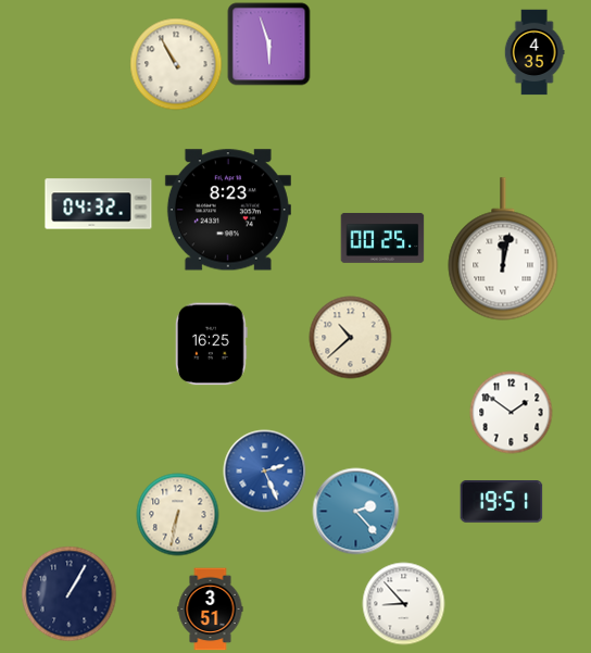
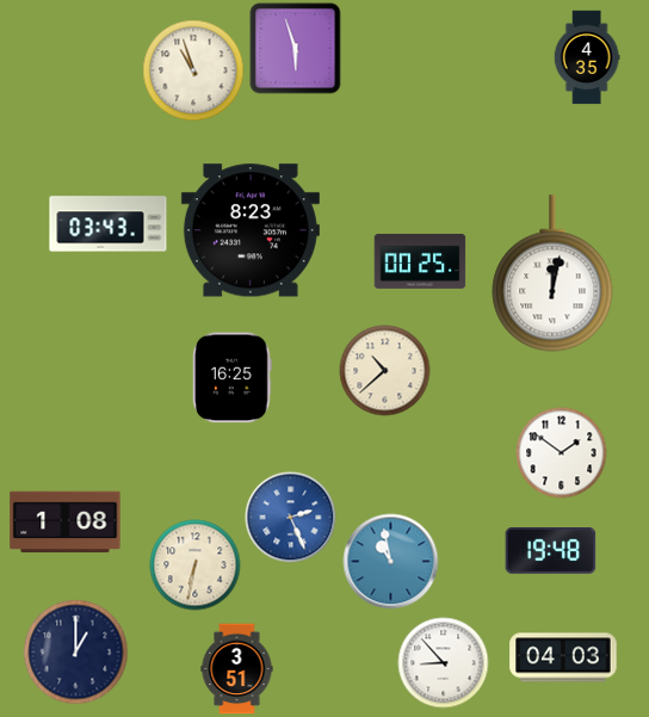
clock at (176, 64): 10:55 -> 10:57
clock at (99, 204): 04:32 -> 03:43
clock at (66, 523): none -> 1:08
clock at (502, 502): 19:51 -> 19:48
clock at (356, 512): 2:23 -> 10:58
clock at (70, 594): 1:05 -> 1:00
clock at (563, 657): none -> 04:03
clock at (211, 610) position: (211, 610) -> (237, 669)
